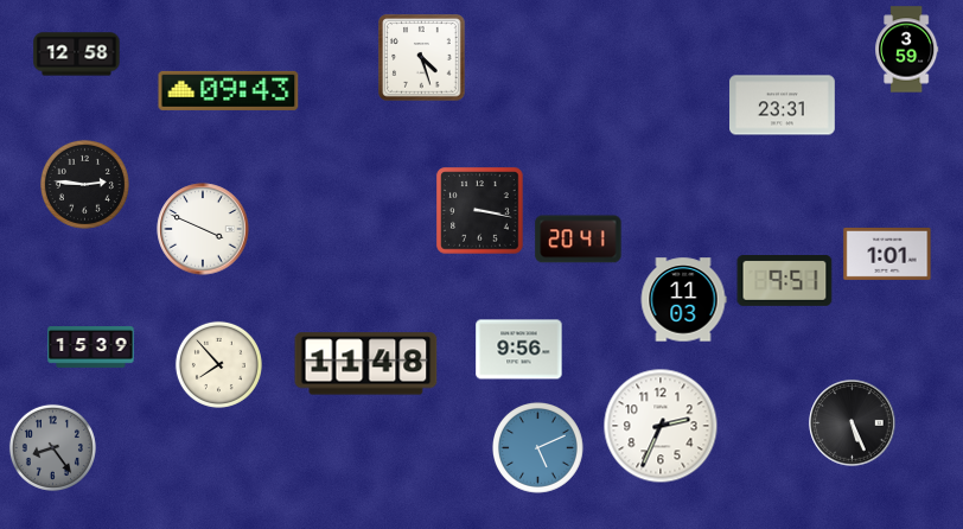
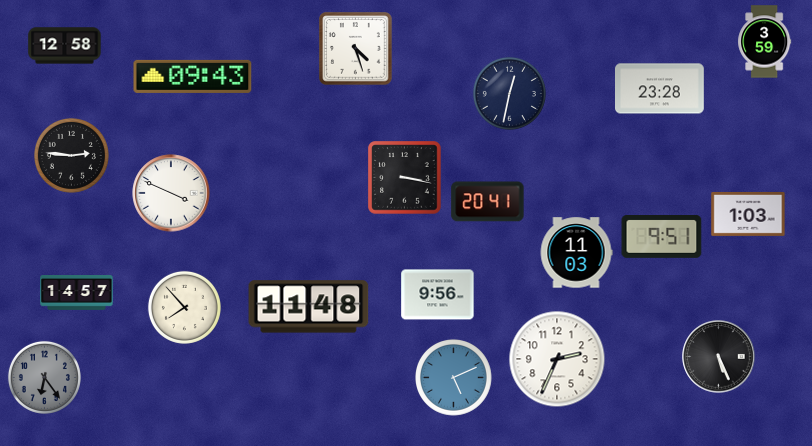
clock at (783, 106): 23:31 -> 23:28
clock at (509, 93): none -> 12:32
clock at (887, 254): 1:01 -> 1:03
clock at (91, 348): 15:39 -> 14:57
clock at (52, 447): 8:24 -> 6:24
